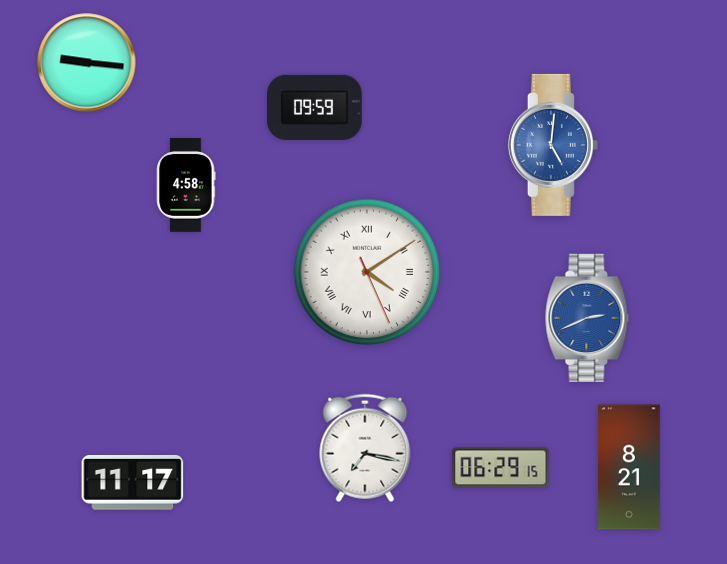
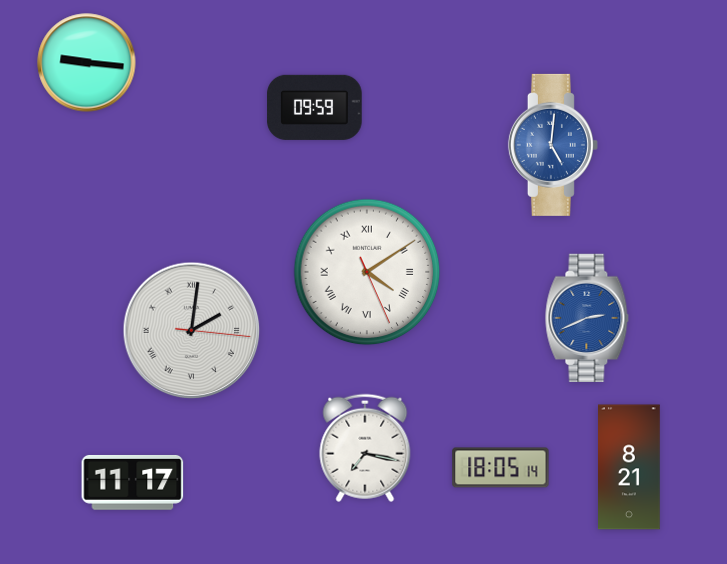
clock at (186, 186): 4:58 -> none
clock at (192, 331): none -> 2:01
clock at (501, 468): 06:29 -> 18:05
